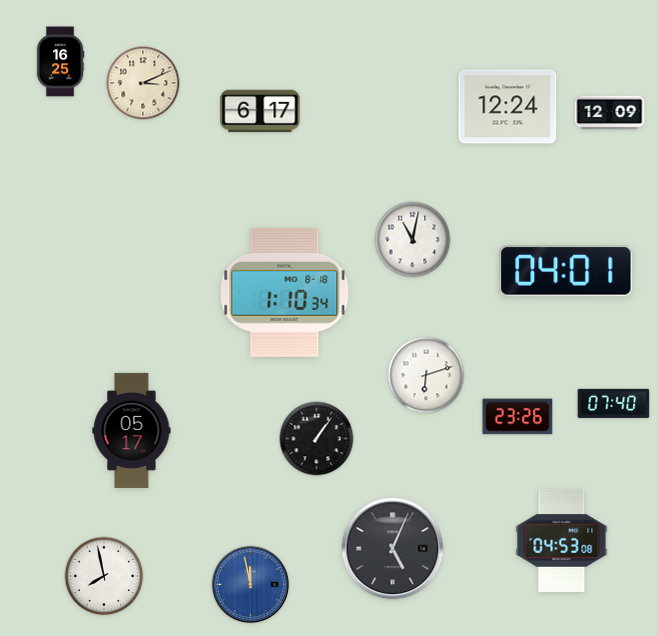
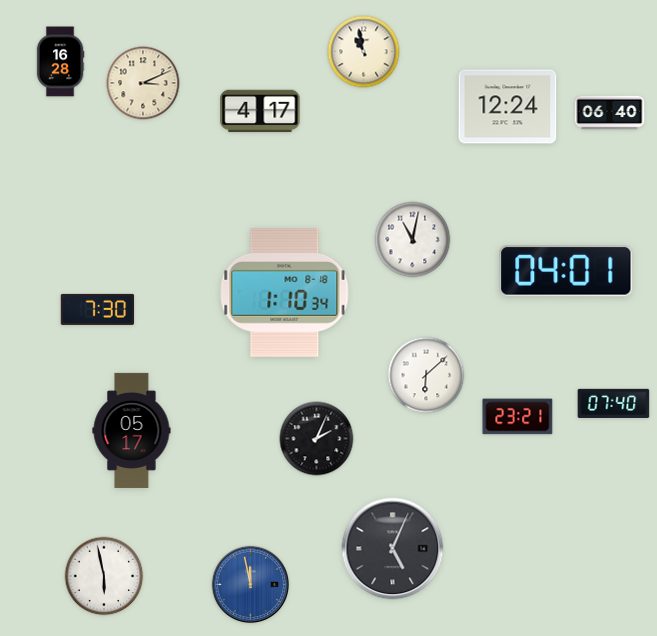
clock at (364, 52): none -> 10:58
clock at (60, 62): 16:25 -> 16:28
clock at (260, 111): 6:17 -> 4:17
clock at (610, 113): 12:09 -> 06:40
clock at (98, 309): none -> 7:30
clock at (426, 375): 6:12 -> 6:08
clock at (518, 417): 23:26 -> 23:21
clock at (317, 439): 1:06 -> 2:04
clock at (562, 540): 04:53 -> none
clock at (104, 576): 7:58 -> 5:58
